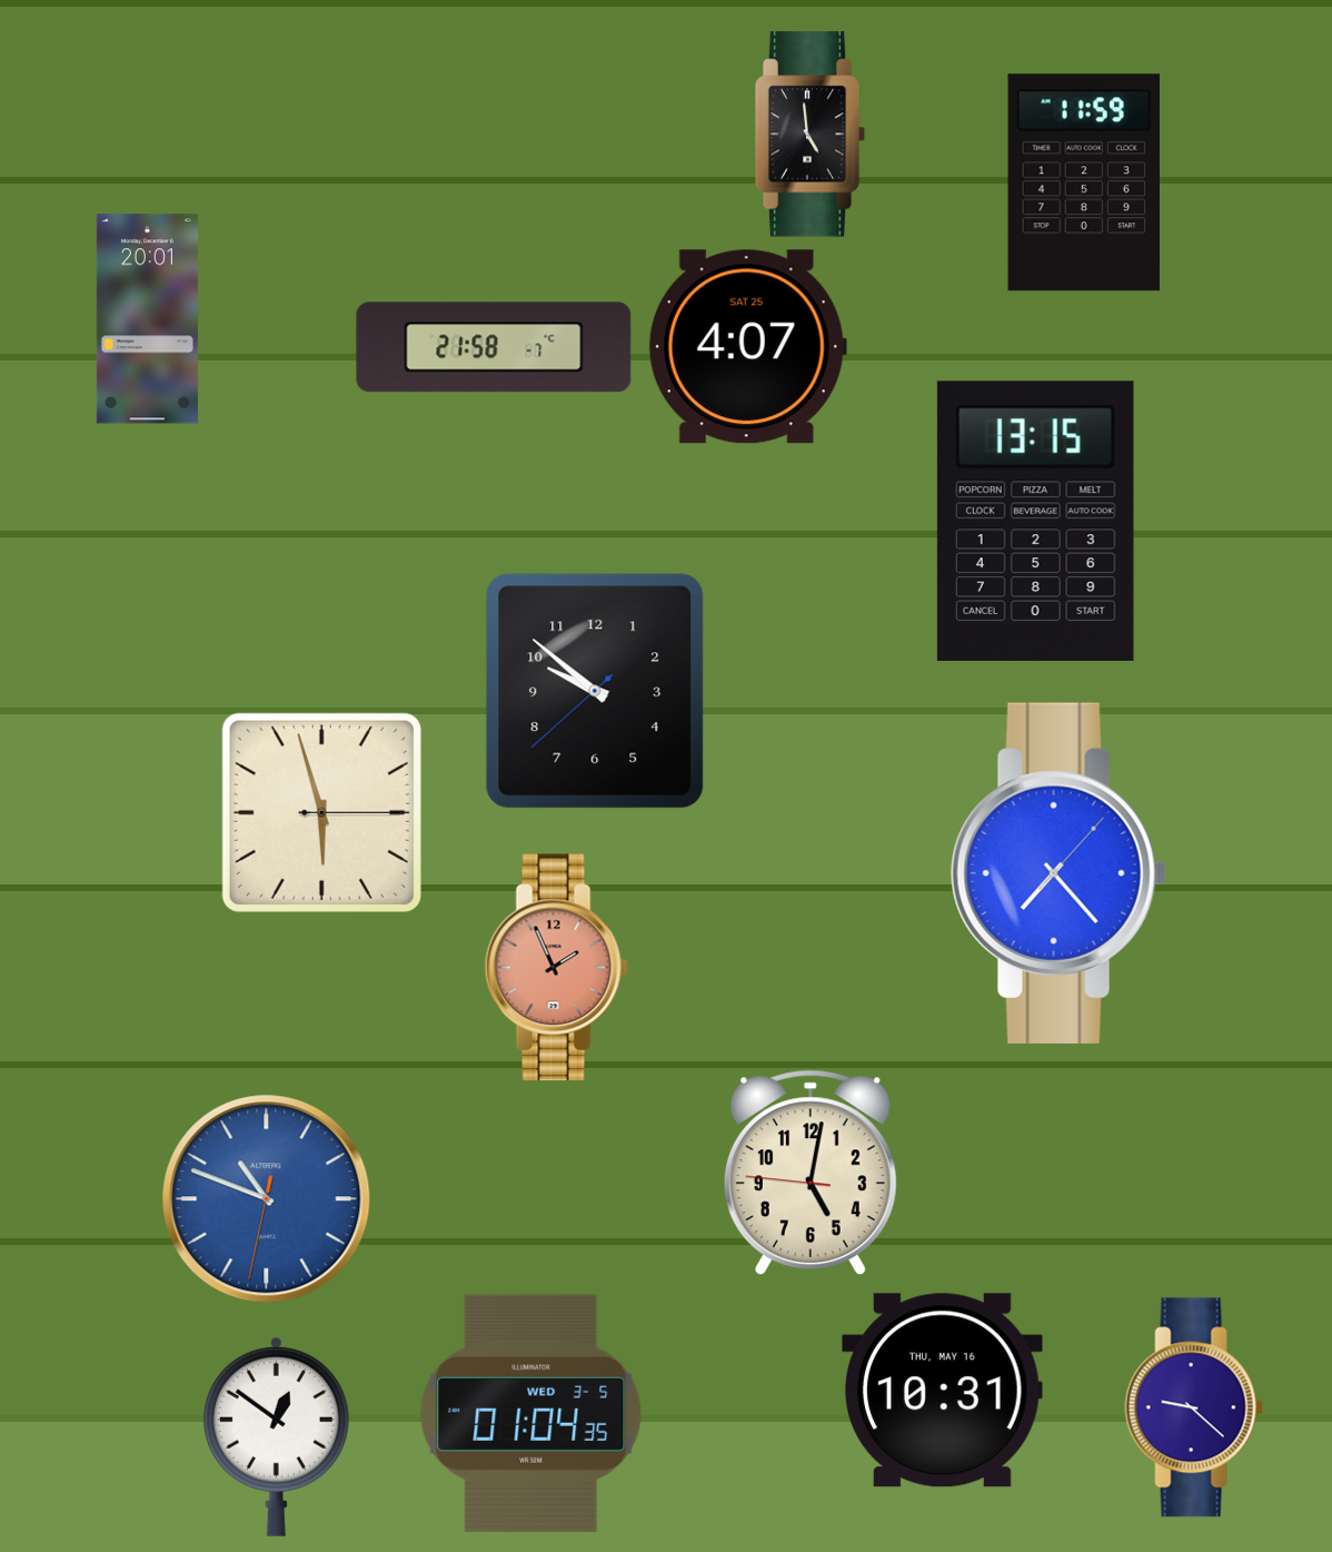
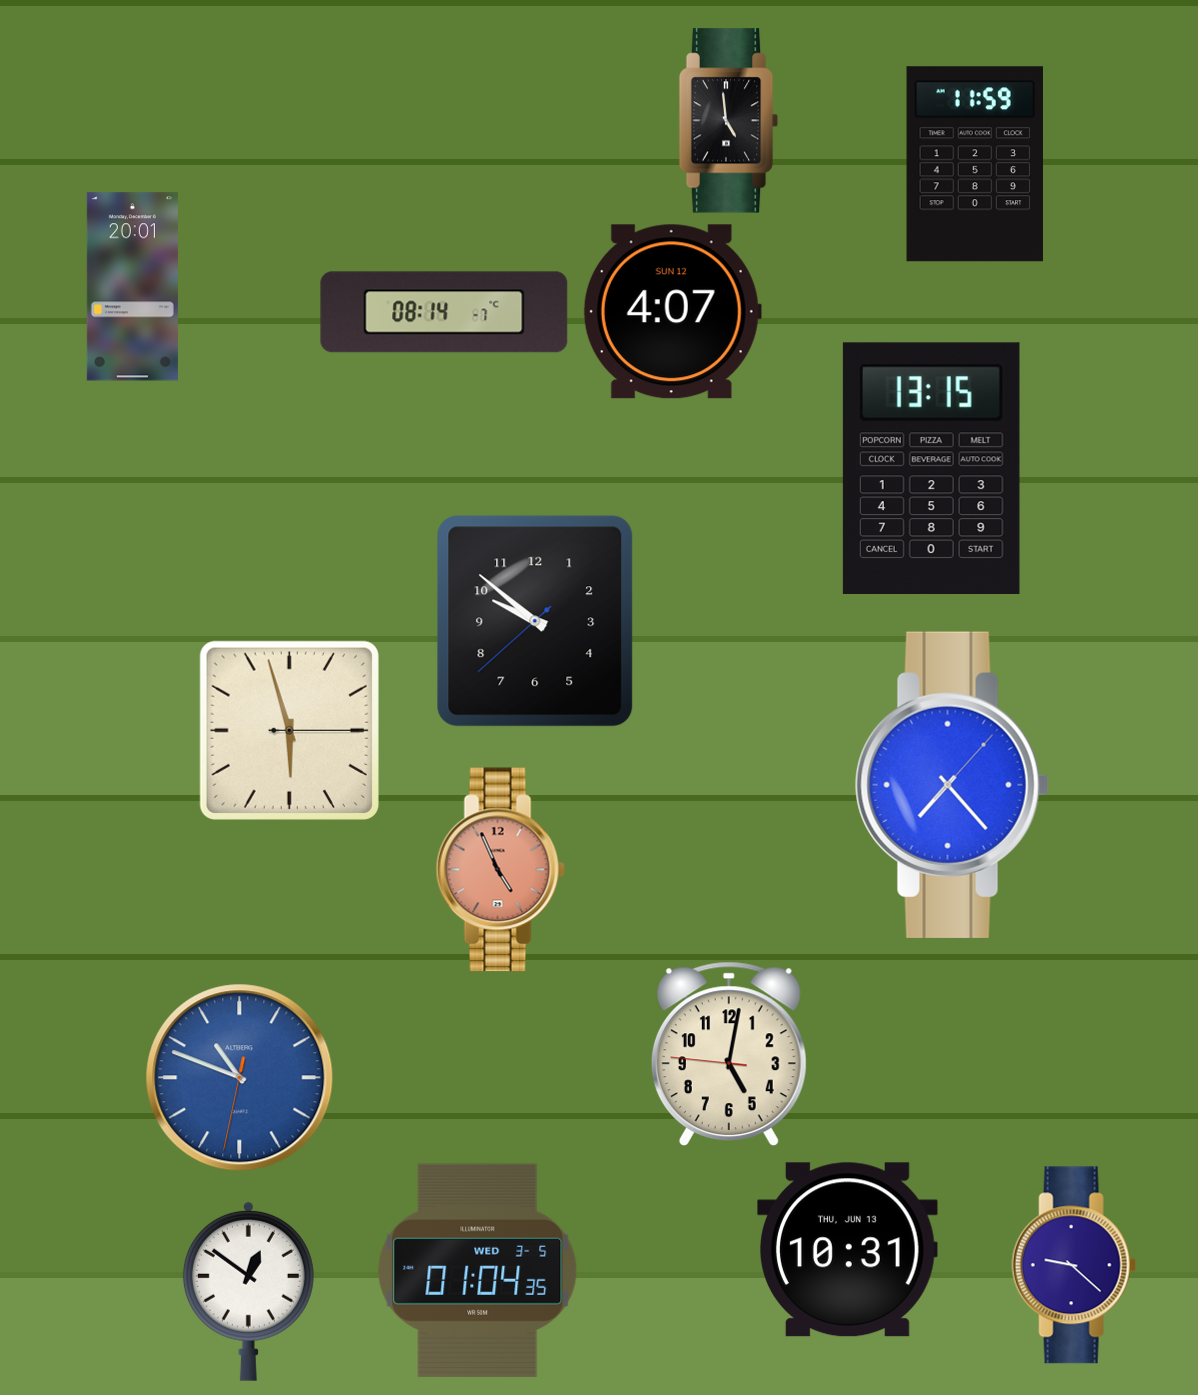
clock at (494, 347): 21:58 -> 08:14
clock at (747, 347) date: SAT 25 -> SUN 12
clock at (556, 968): 1:56 -> 4:56
clock at (943, 1391) date: THU, MAY 16 -> THU, JUN 13
